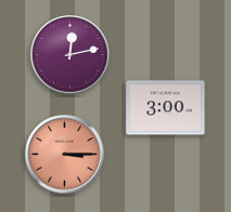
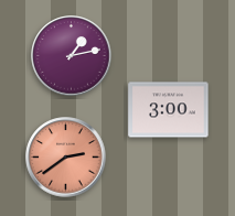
clock at (70, 55): 12:13 -> 1:13
clock at (65, 155): 3:15 -> 2:39
